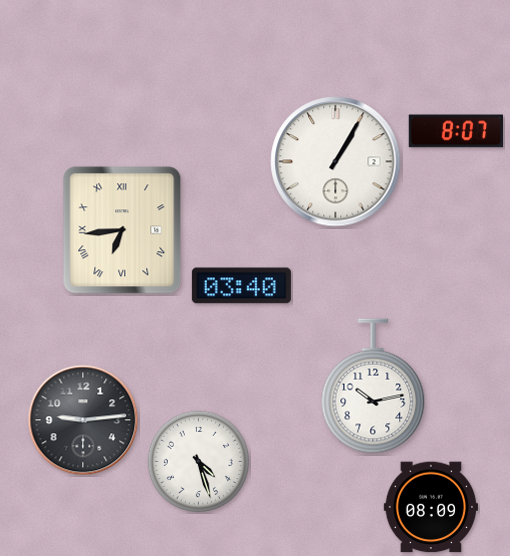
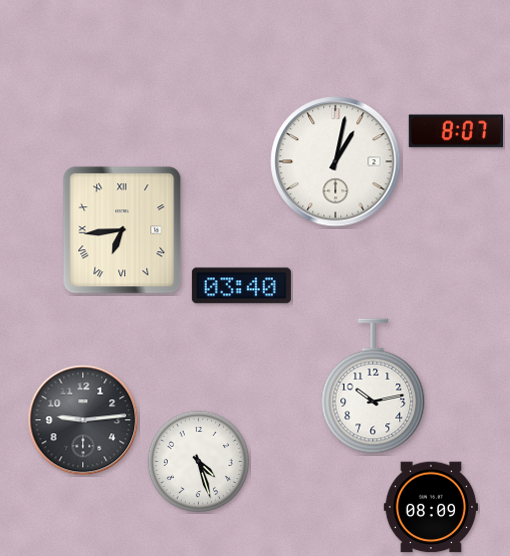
clock at (336, 162): 1:05 -> 1:02
